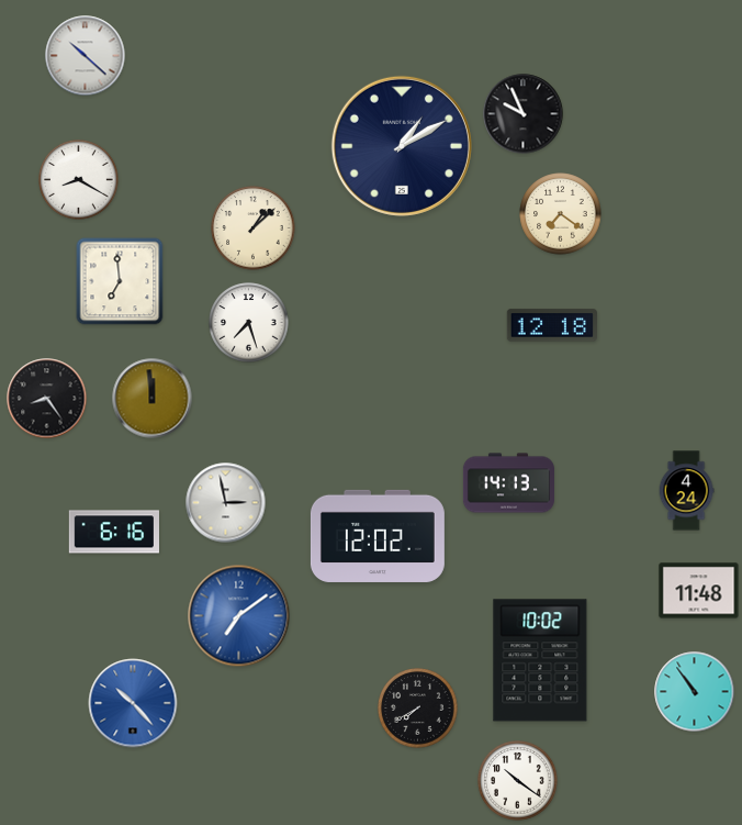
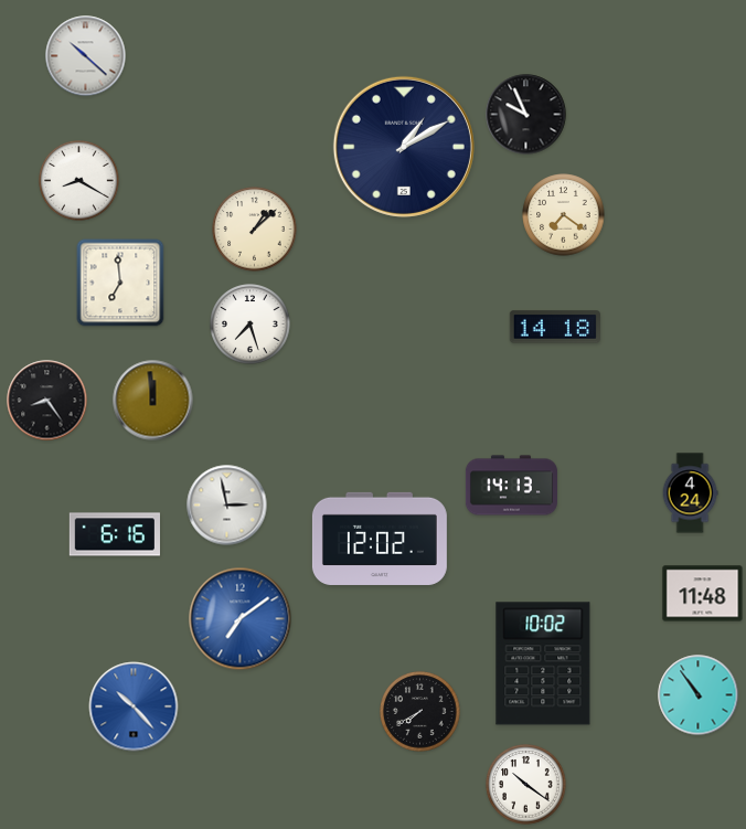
clock at (552, 325): 12:18 -> 14:18
clock at (518, 781) position: (518, 781) -> (526, 785)
